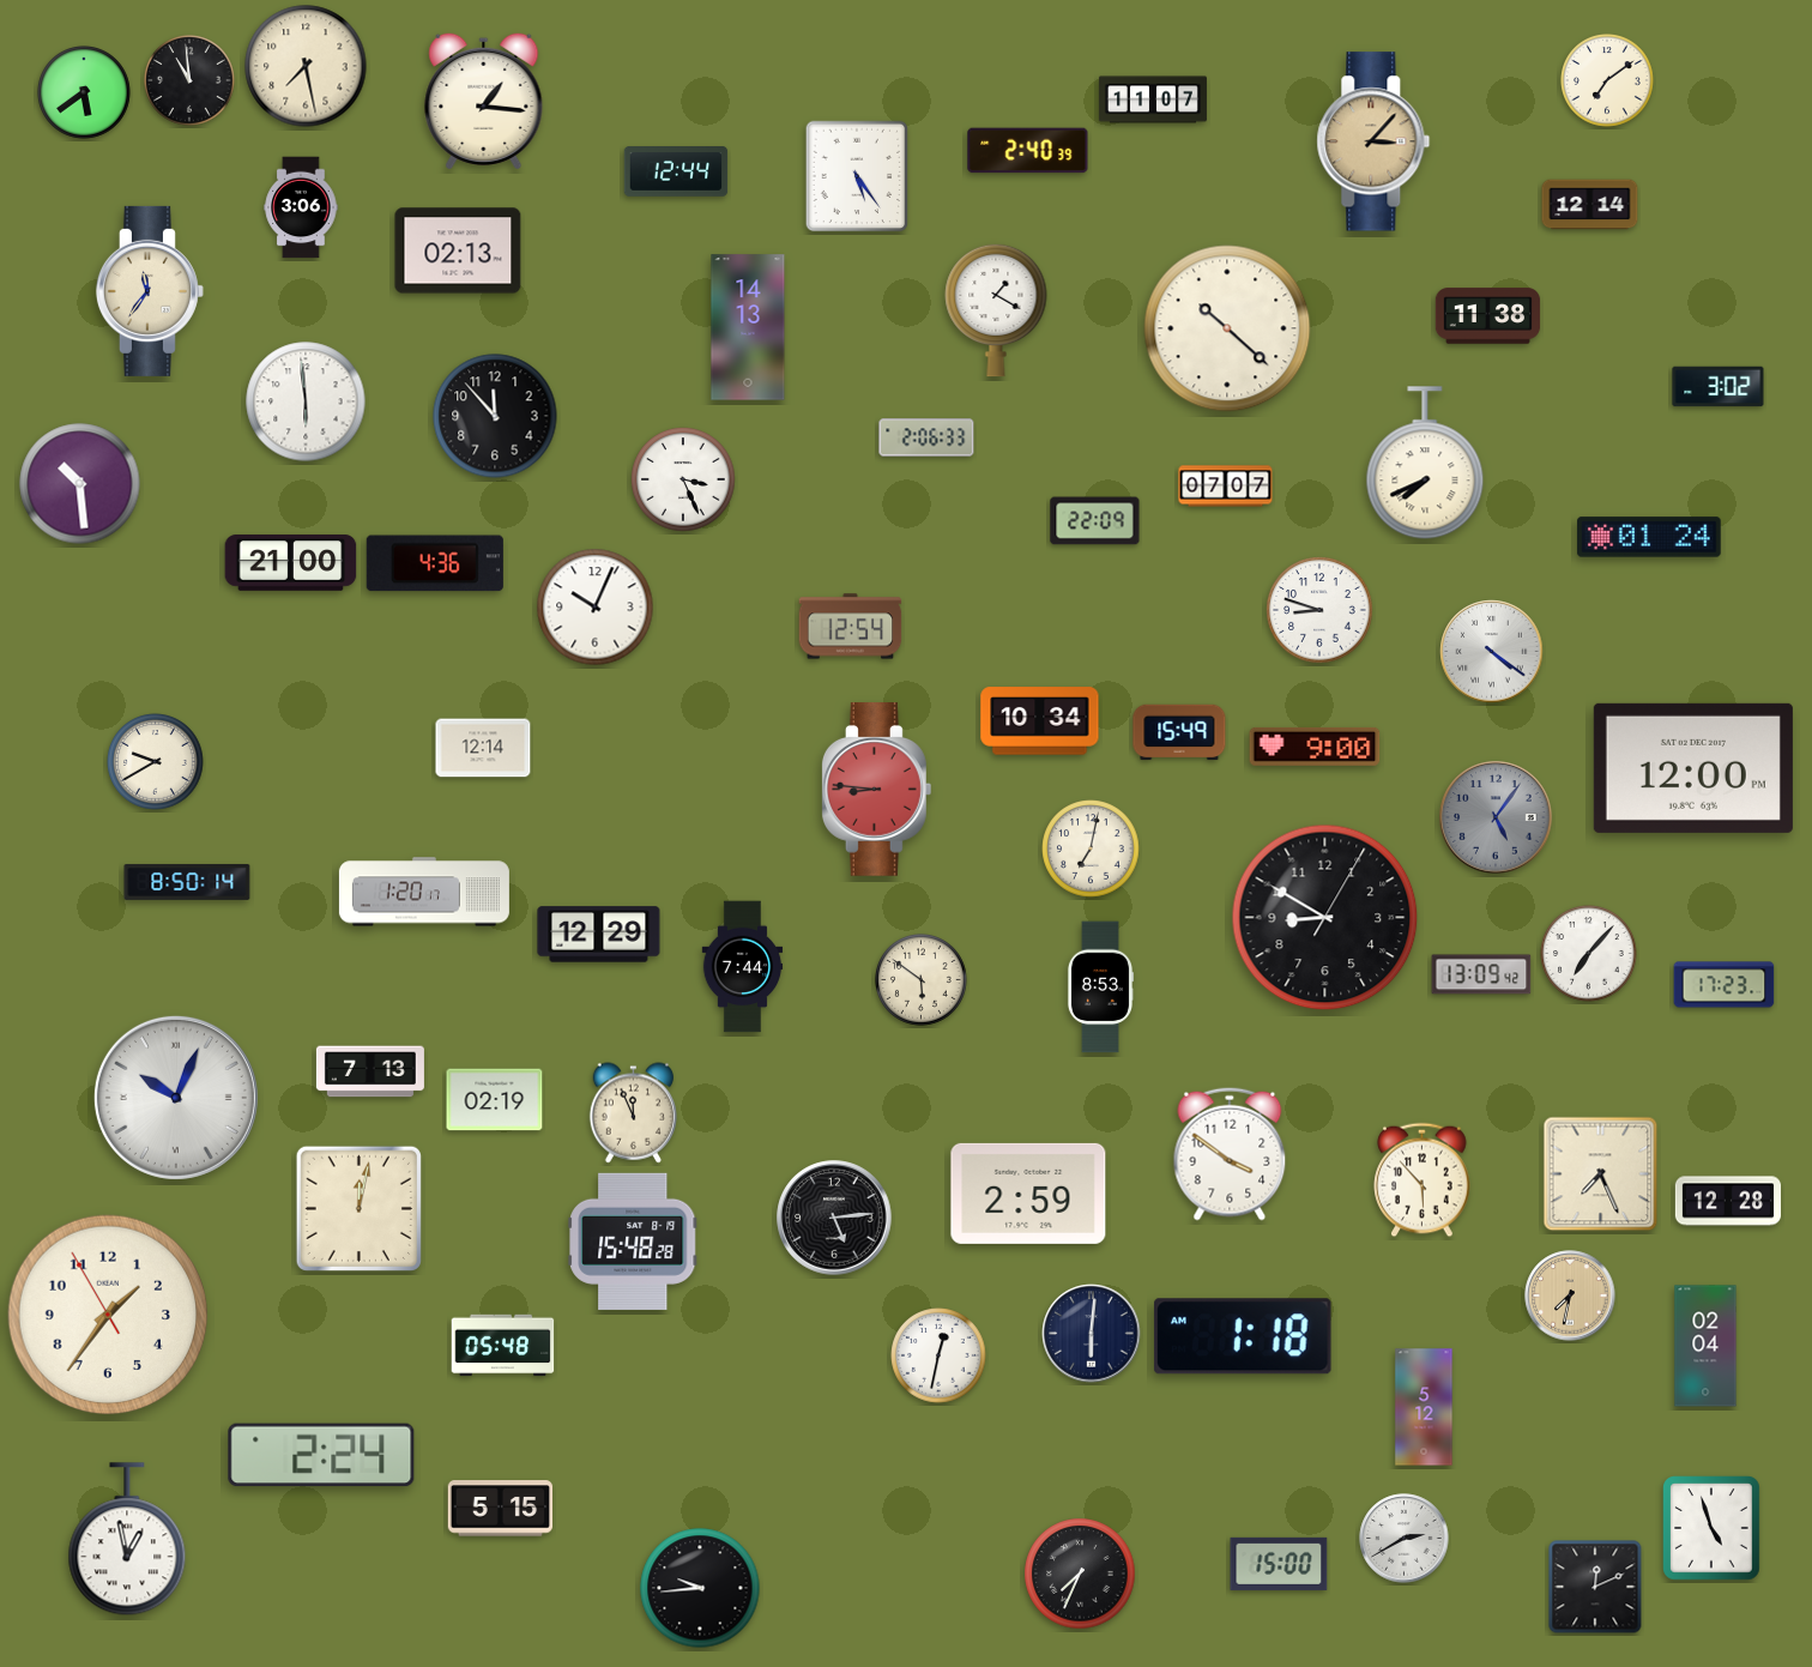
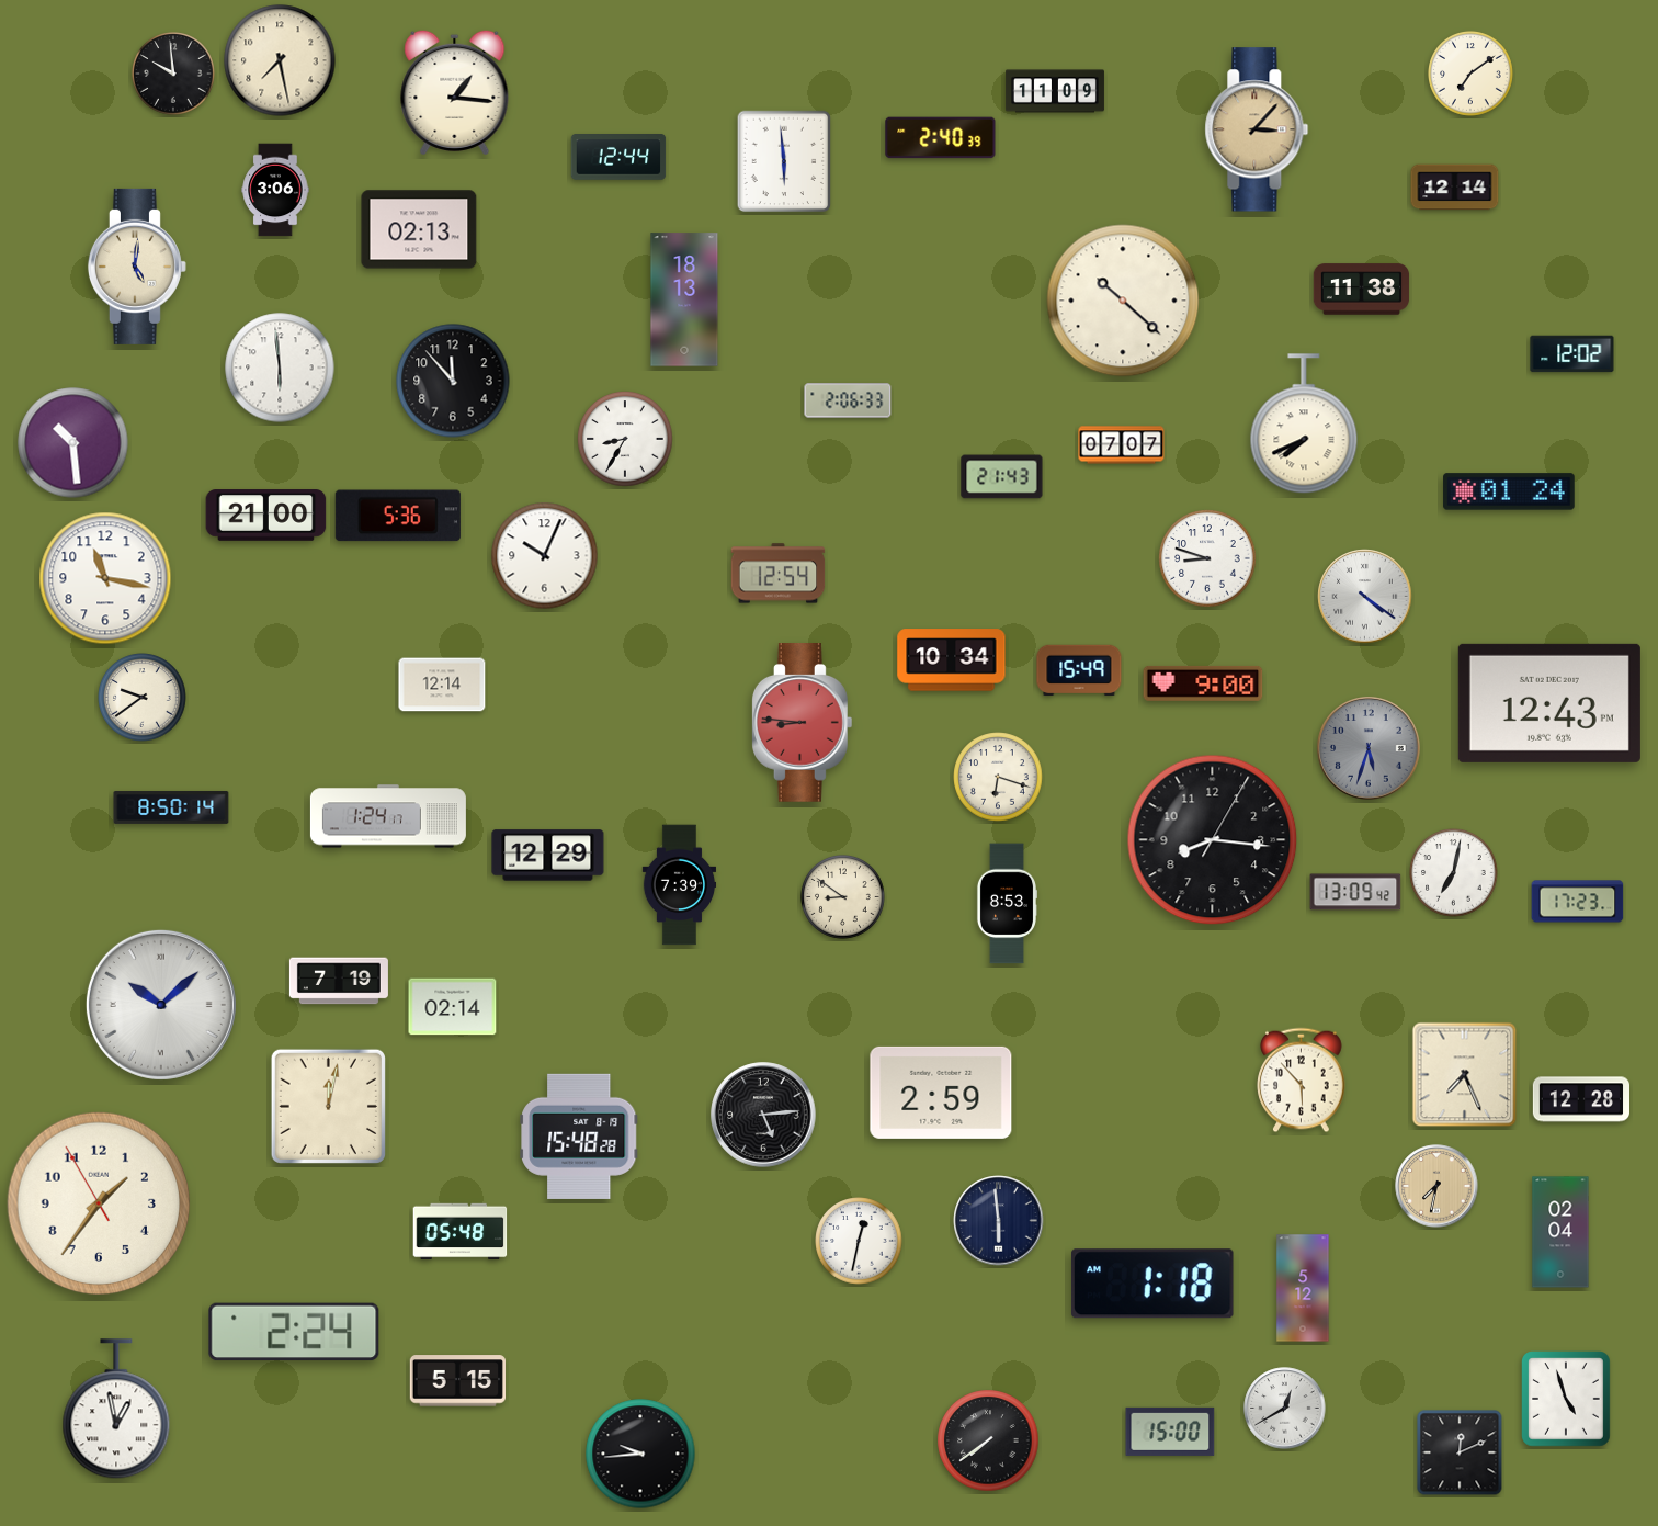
clock at (191, 81): 10:59 -> 9:59
clock at (85, 93): 5:39 -> none
clock at (1153, 99): 11:07 -> 11:09
clock at (484, 101) position: (484, 101) -> (455, 92)
clock at (857, 176): 5:24 -> 5:59
clock at (150, 291): 11:36 -> 5:01
clock at (996, 310): 1:20 -> none
clock at (748, 327): 14:13 -> 18:13
clock at (1719, 387): 3:02 -> 12:02
clock at (683, 479): 3:26 -> 8:35
clock at (1095, 521): 22:09 -> 21:43
clock at (435, 563): 4:36 -> 5:36
clock at (105, 578): none -> 11:17
clock at (156, 762): 9:40 -> 9:39
clock at (1693, 768): 12:00 -> 12:43
clock at (1496, 817): 5:06 -> 5:33
clock at (1091, 848): 7:02 -> 6:18
clock at (424, 892): 1:20 -> 1:24
clock at (1325, 918): 8:50 -> 8:16
clock at (1589, 954): 7:07 -> 7:02
clock at (743, 967): 7:44 -> 7:39
clock at (922, 980): 5:51 -> 8:51
clock at (370, 1071): 7:13 -> 7:19
clock at (176, 1098): 10:04 -> 10:08
clock at (495, 1100): 02:19 -> 02:14
clock at (633, 1113): 11:56 -> none
clock at (1230, 1154): 3:51 -> none
clock at (1092, 1334): 6:01 -> 5:59
clock at (1243, 1336) position: (1243, 1336) -> (1152, 1284)
clock at (1405, 1539): 2:40 -> 12:40
clock at (1080, 1574): 7:34 -> 7:39
